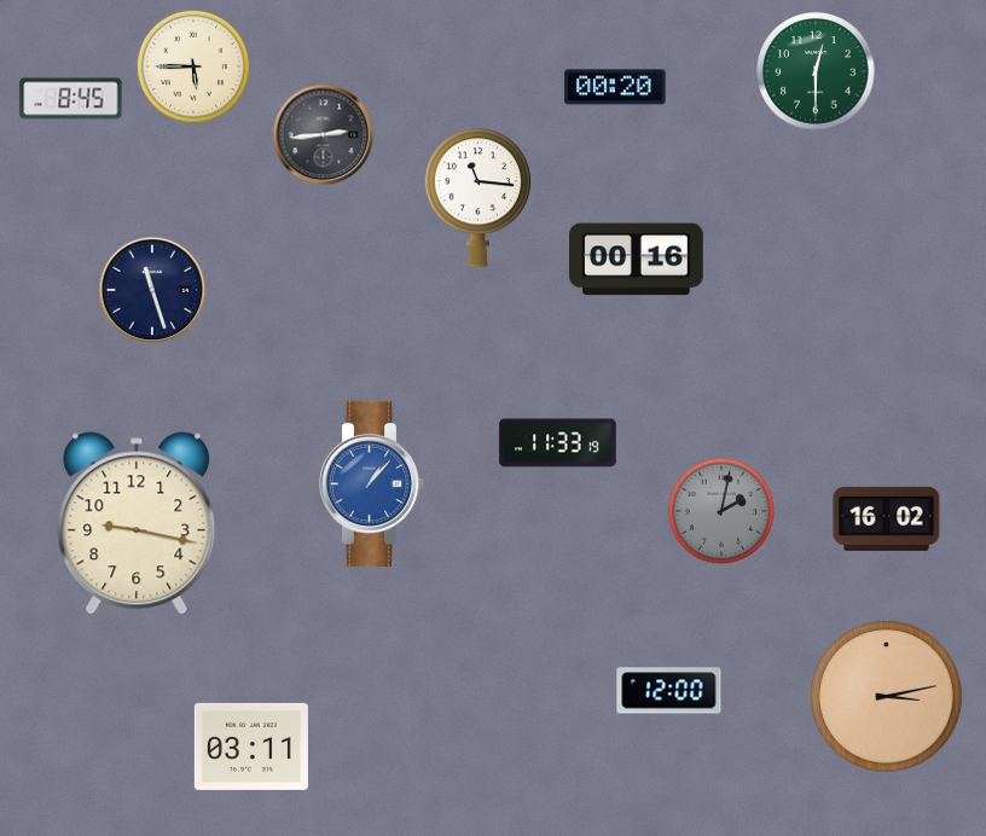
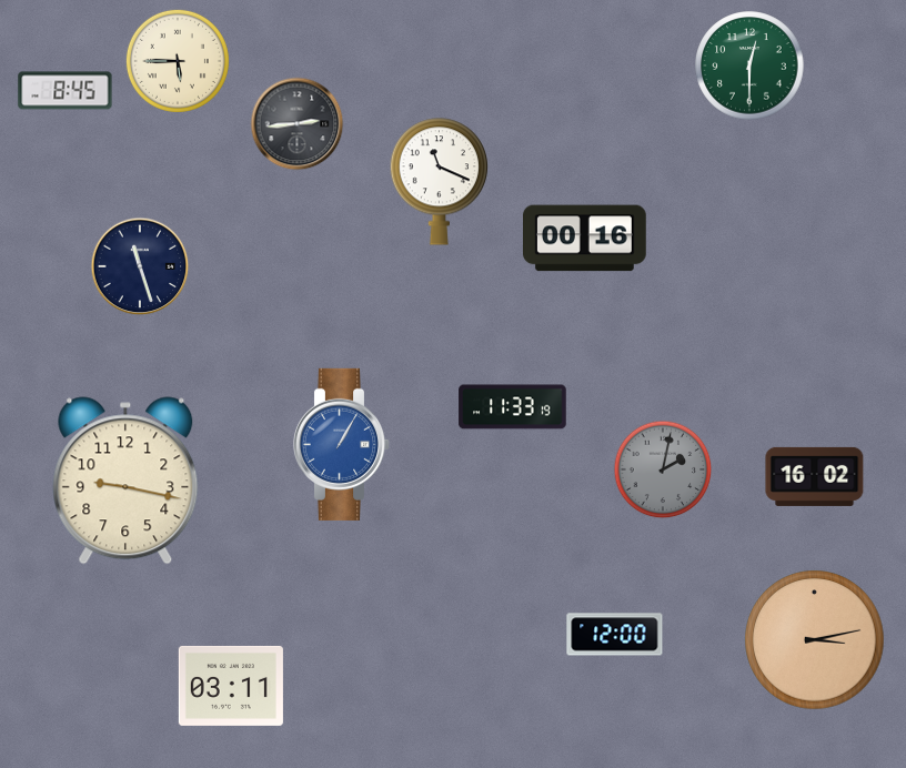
clock at (615, 87): 00:20 -> none
clock at (478, 198): 11:16 -> 11:19
clock at (372, 483): 1:07 -> 1:05
